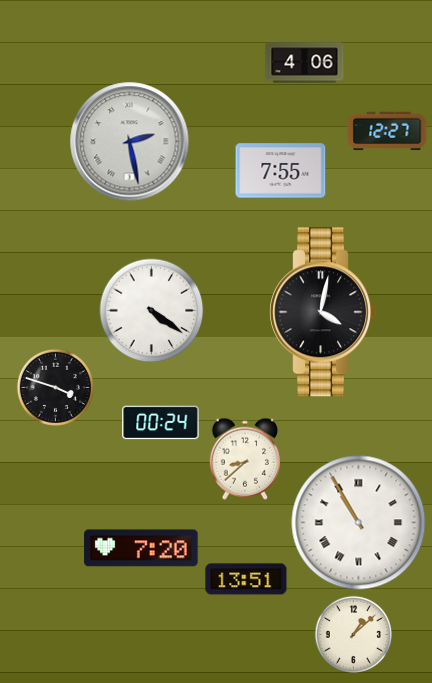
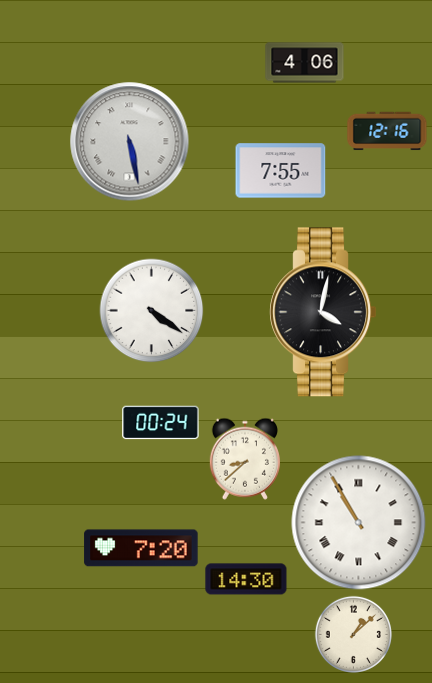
clock at (387, 131): 12:27 -> 12:16
clock at (130, 142): 2:28 -> 5:28
clock at (55, 387): 3:48 -> none
clock at (246, 579): 13:51 -> 14:30
